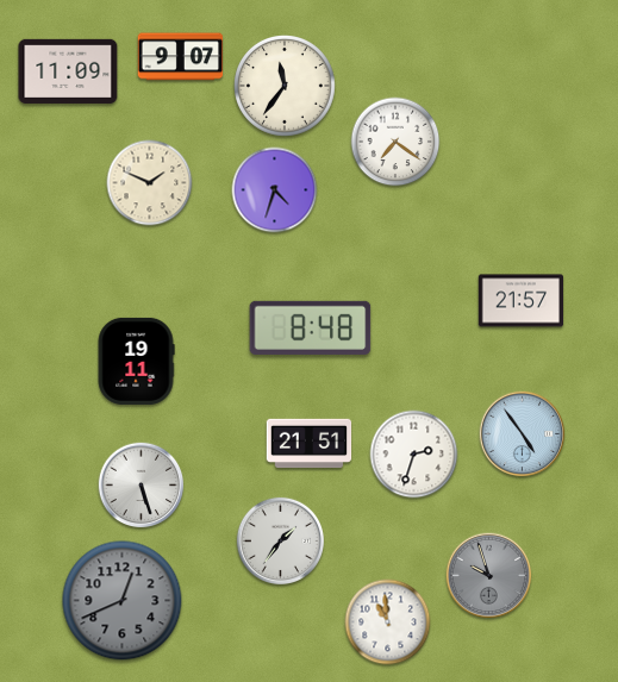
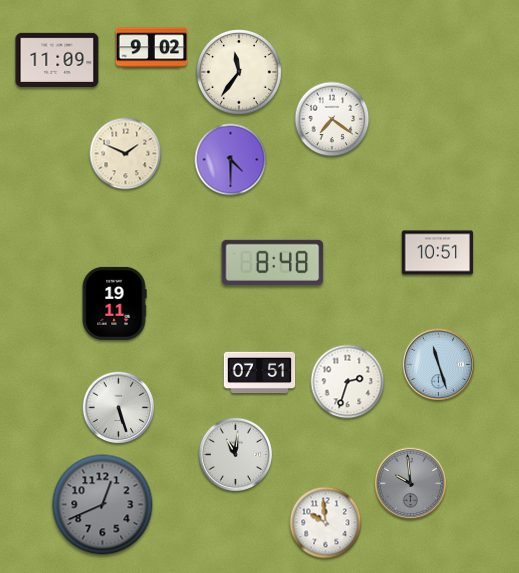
clock at (181, 57): 9:07 -> 9:02
clock at (275, 190): 4:33 -> 4:30
clock at (522, 301): 21:57 -> 10:51
clock at (311, 327) position: (311, 327) -> (273, 262)
clock at (523, 434): 4:54 -> 11:27
clock at (310, 444): 21:51 -> 07:51
clock at (280, 540): 1:36 -> 11:01
clock at (489, 576): 9:57 -> 9:59
clock at (388, 622): 10:59 -> 9:59
